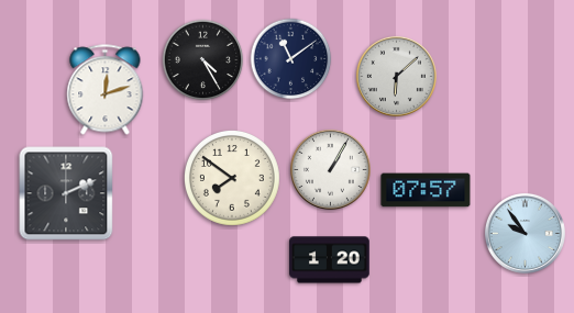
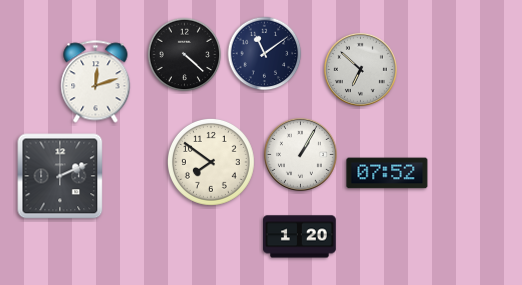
clock at (203, 60): 4:25 -> 4:22
clock at (396, 76): 6:08 -> 6:52
clock at (426, 190): 07:57 -> 07:52
clock at (525, 233): 9:54 -> none
